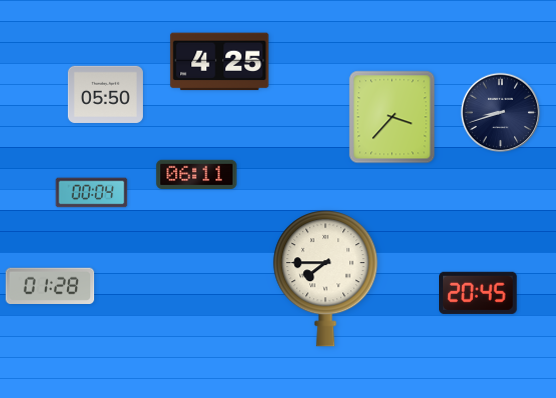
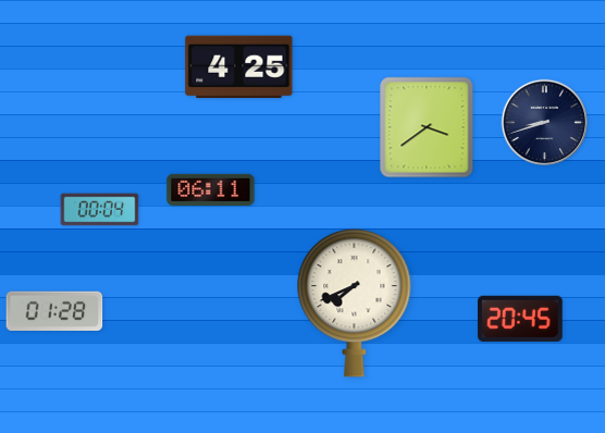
clock at (105, 94): 05:50 -> none
clock at (392, 117): 3:37 -> 3:39
clock at (197, 175) position: (197, 175) -> (211, 190)
clock at (326, 279): 7:45 -> 7:41
